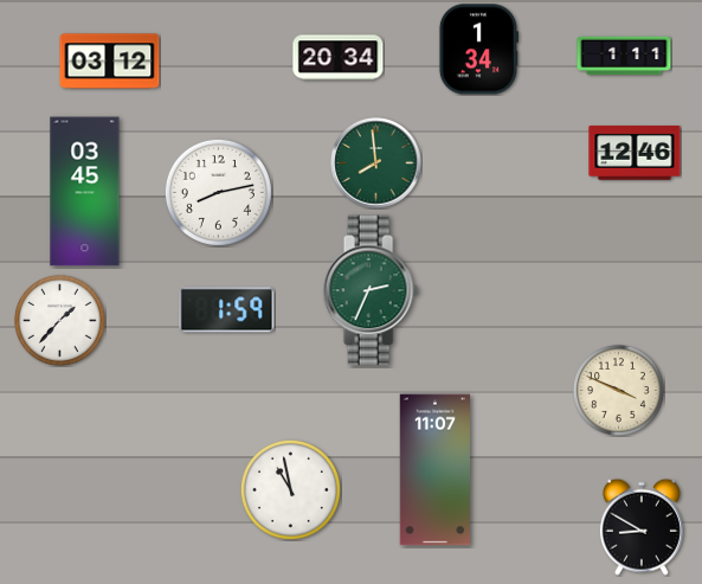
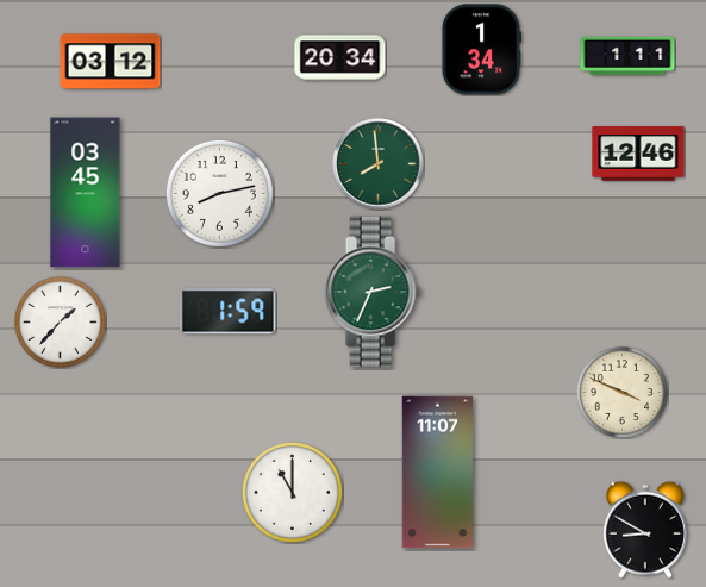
clock at (290, 489): 10:58 -> 11:00
